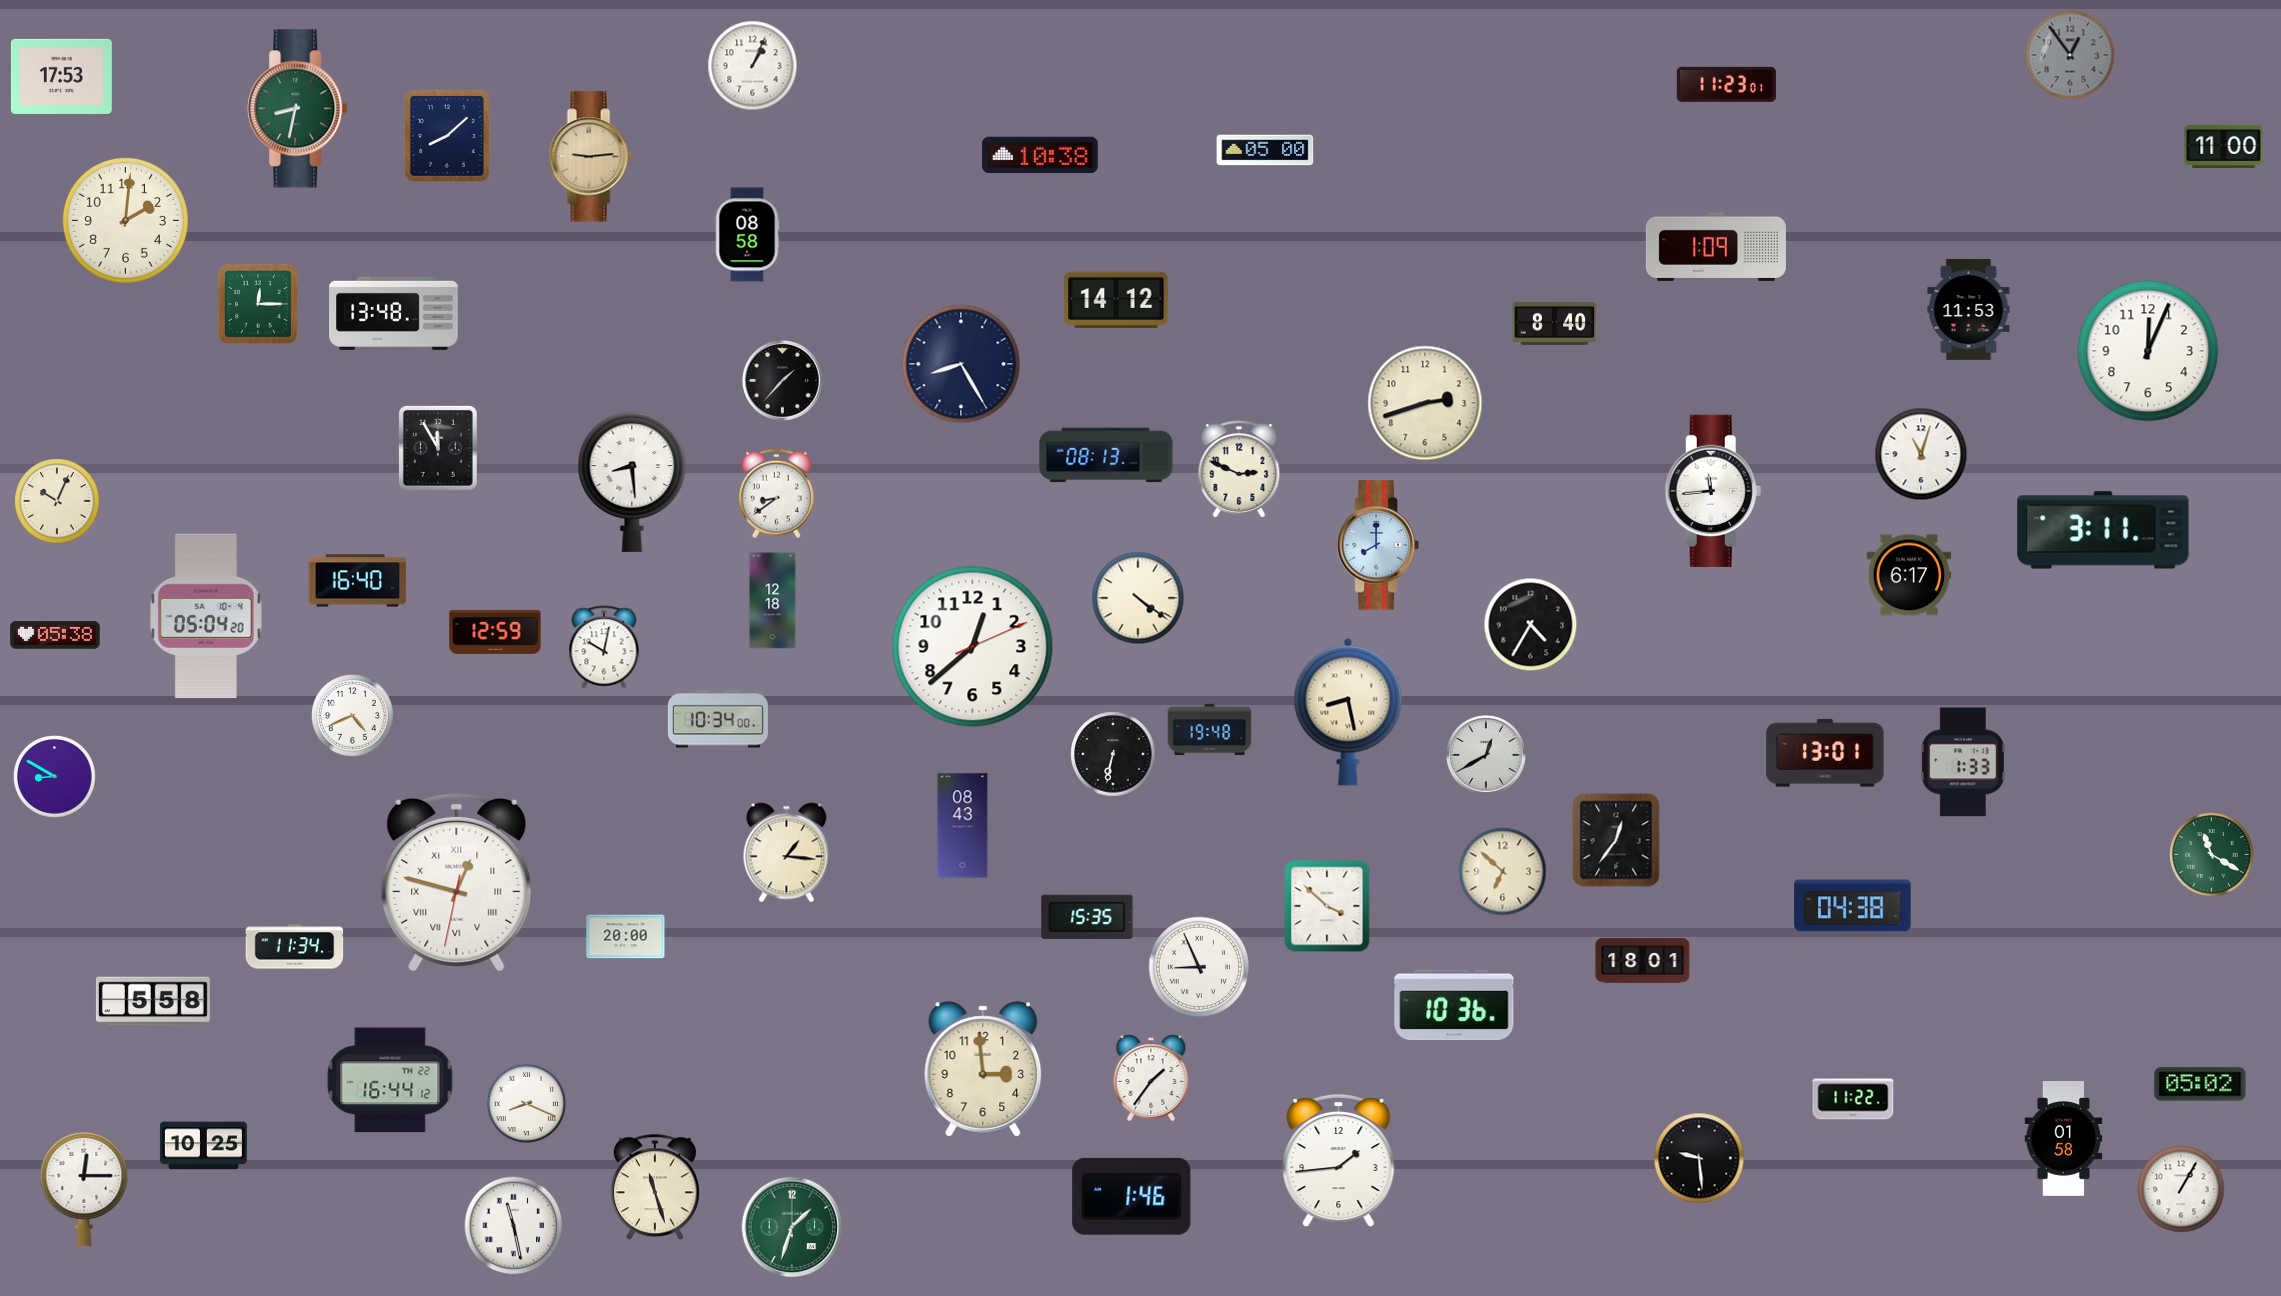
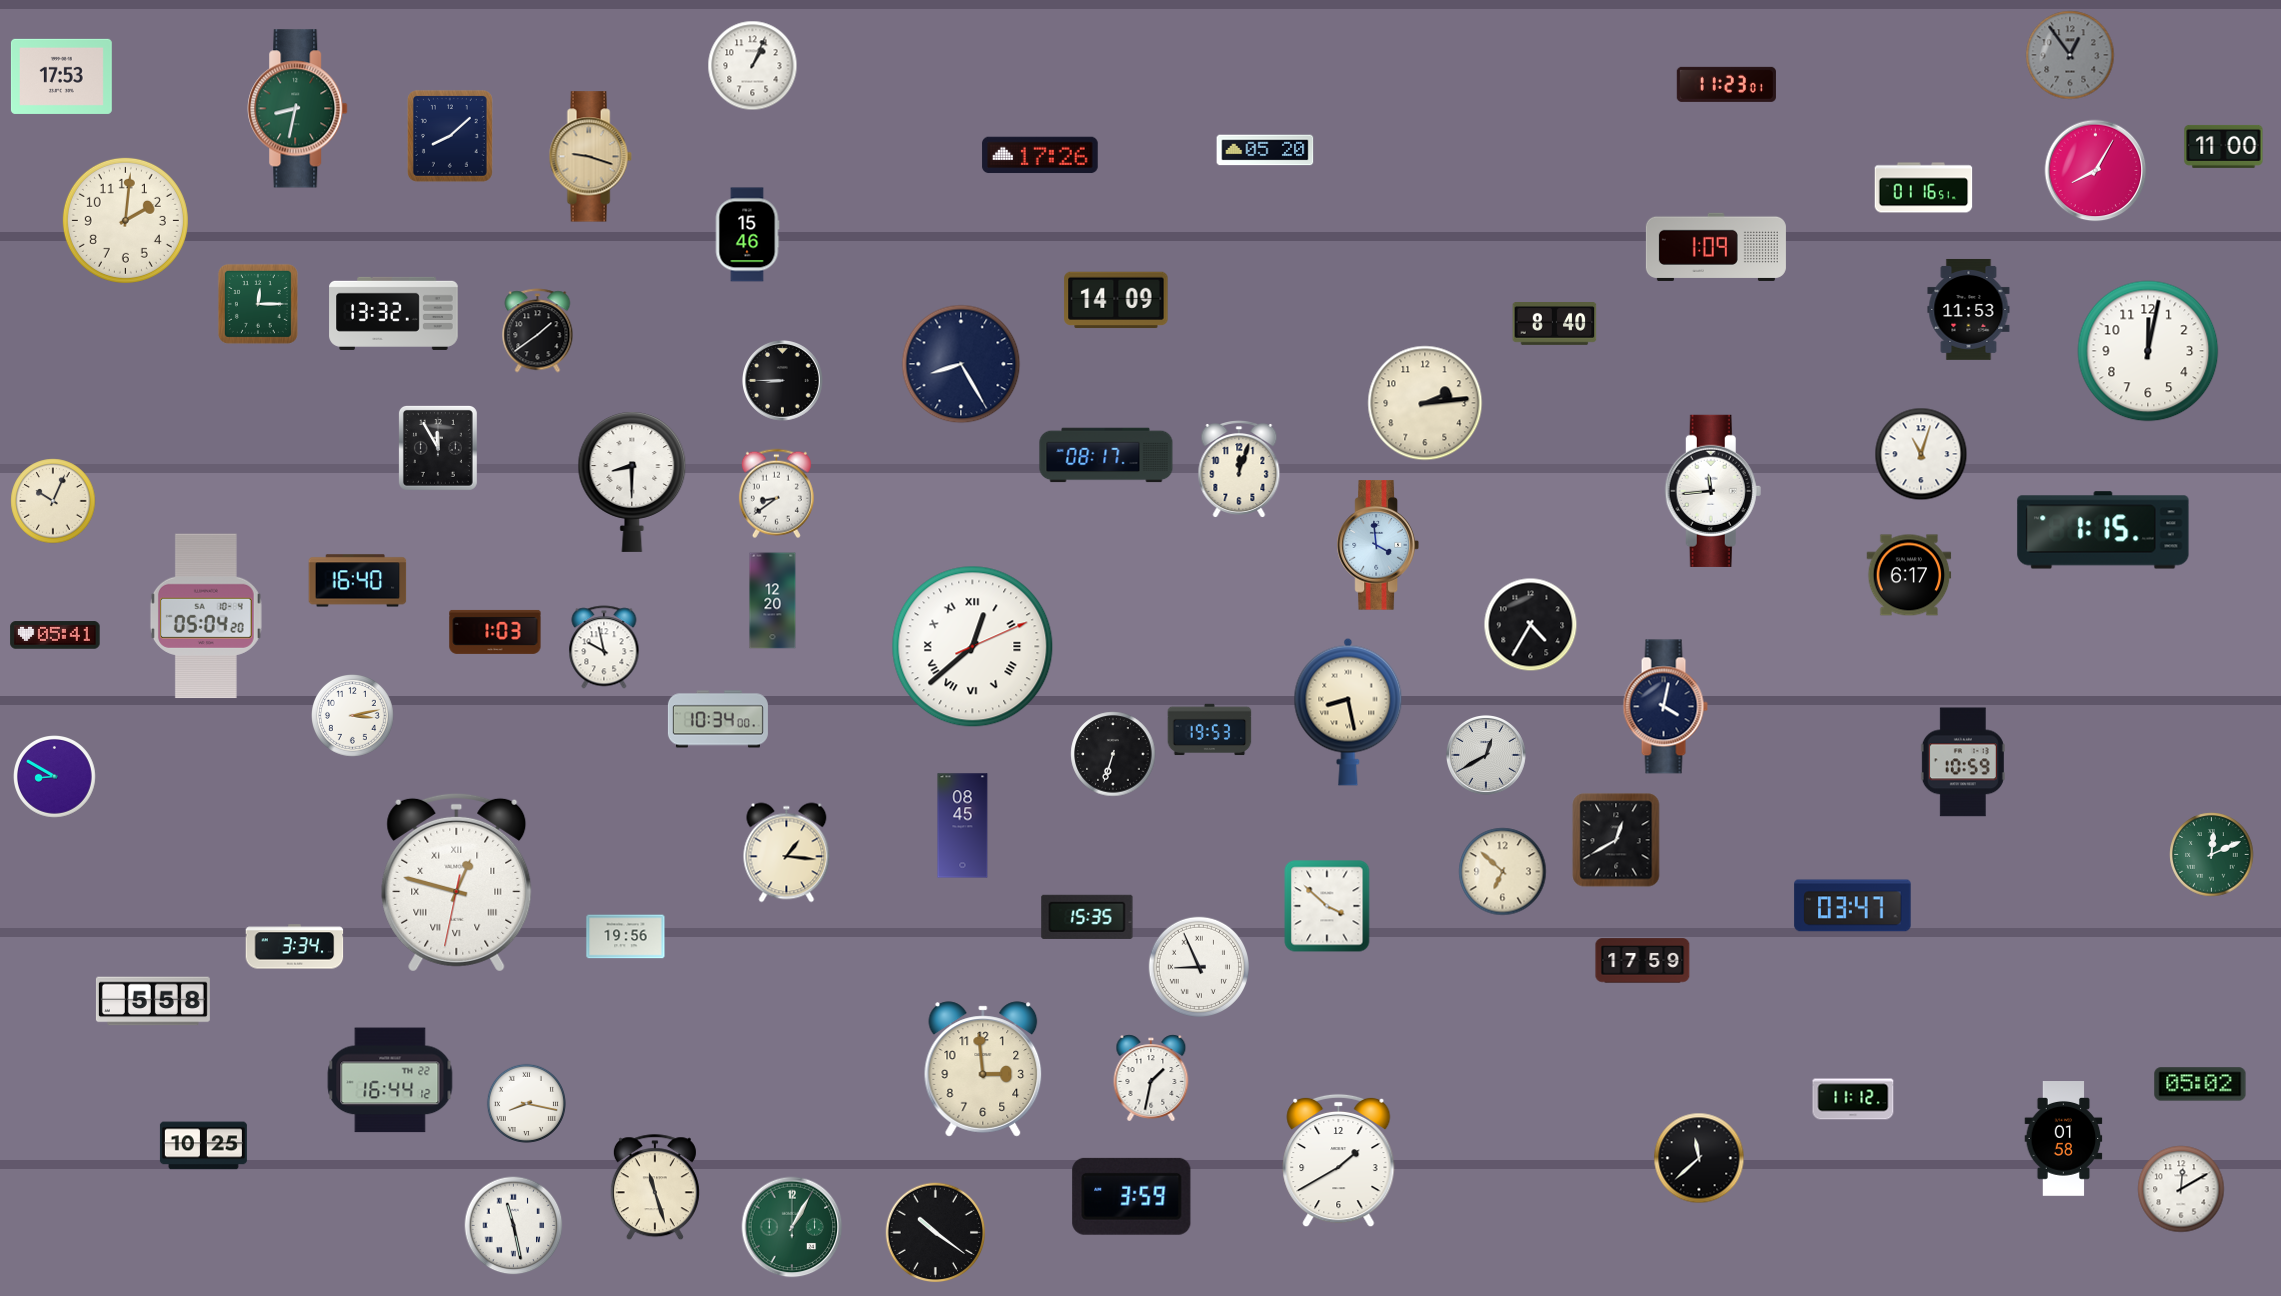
clock at (447, 136) position: (447, 136) -> (450, 136)
clock at (1265, 150): 05:00 -> 05:20
clock at (1040, 155): 10:38 -> 17:26
clock at (590, 157): 9:14 -> 9:18
clock at (2096, 171): none -> 8:05
clock at (1924, 188): none -> 01:16
clock at (747, 235): 08:58 -> 15:46
clock at (1116, 300): 14:12 -> 14:09
clock at (394, 313): 13:48 -> 13:32
clock at (538, 331): none -> 1:39
clock at (2148, 351): 12:04 -> 12:02
clock at (783, 381): 1:37 -> 8:45
clock at (1425, 403): 2:42 -> 2:14
clock at (1106, 455): 08:13 -> 08:17
clock at (1239, 470): 2:49 -> 12:03
clock at (632, 482): 8:29 -> 8:30
clock at (57, 501) position: (57, 501) -> (53, 501)
clock at (2103, 530): 3:11 -> 1:15
clock at (1378, 545): 8:00 -> 3:59
clock at (1138, 598): 4:21 -> none
clock at (773, 601): 12:18 -> 12:20
clock at (495, 632): 12:59 -> 1:03
clock at (55, 635): 05:38 -> 05:41
clock at (604, 647): 10:02 -> 9:58
clock at (973, 647) numerals: Arabic -> Roman
clock at (1665, 707): none -> 4:02
clock at (353, 716): 4:41 -> 3:13
clock at (1210, 730): 19:48 -> 19:53
clock at (1825, 753): 13:01 -> none
clock at (1113, 754): 6:32 -> 6:33
clock at (1963, 762): 1:33 -> 10:59
clock at (963, 826): 08:43 -> 08:45
clock at (1616, 840): 12:36 -> 12:40
clock at (2212, 855): 11:20 -> 12:11
clock at (1853, 906): 04:38 -> 03:47
clock at (626, 937): 20:00 -> 19:56
clock at (295, 947): 11:34 -> 3:34
clock at (1643, 961): 18:01 -> 17:59
clock at (1454, 1005): 10:36 -> none
clock at (1151, 1078): 1:36 -> 1:32
clock at (1853, 1099): 11:22 -> 11:12
clock at (526, 1103): 8:19 -> 8:17
clock at (1699, 1158): 9:29 -> 11:38
clock at (1339, 1161): 1:44 -> 1:40
clock at (84, 1189): 12:15 -> none
clock at (2181, 1189): 1:05 -> 12:10
clock at (1132, 1196): 1:46 -> 3:59
clock at (792, 1227): 1:33 -> 1:05
clock at (936, 1233): none -> 10:21
